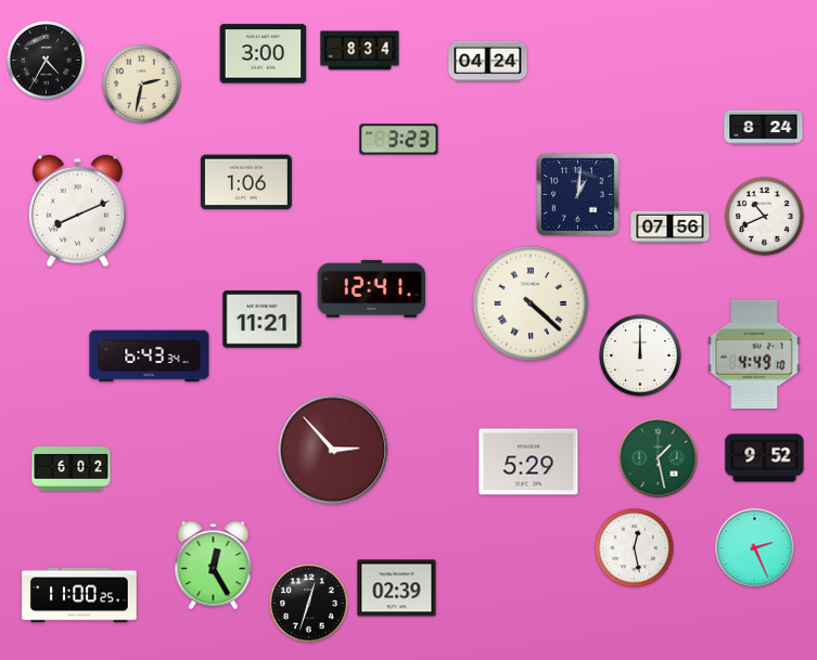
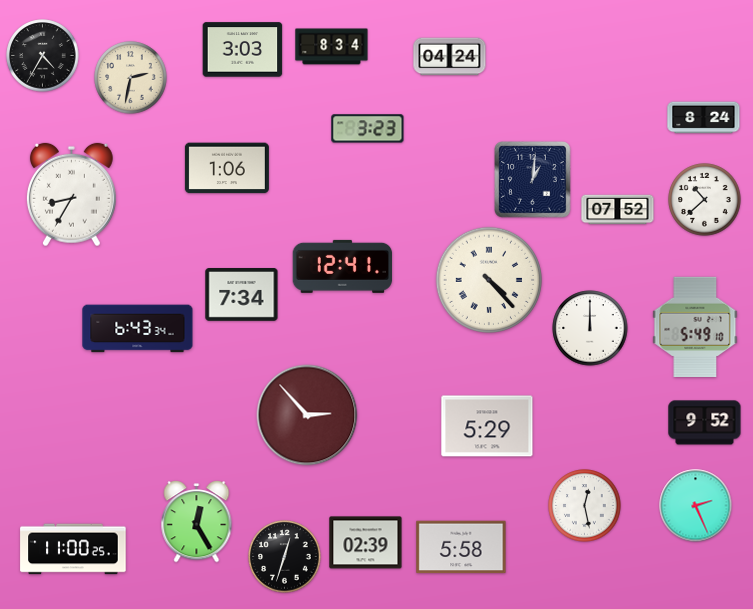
clock at (264, 54): 3:00 -> 3:03
clock at (77, 211): 8:11 -> 8:35
clock at (765, 217): 10:41 -> 10:38
clock at (671, 228): 07:56 -> 07:52
clock at (531, 303): 4:22 -> 4:23
clock at (263, 320): 11:21 -> 7:34
clock at (754, 353): 4:49 -> 5:49
clock at (659, 458): 1:28 -> none
clock at (72, 469): 6:02 -> none
clock at (461, 547): none -> 5:58
